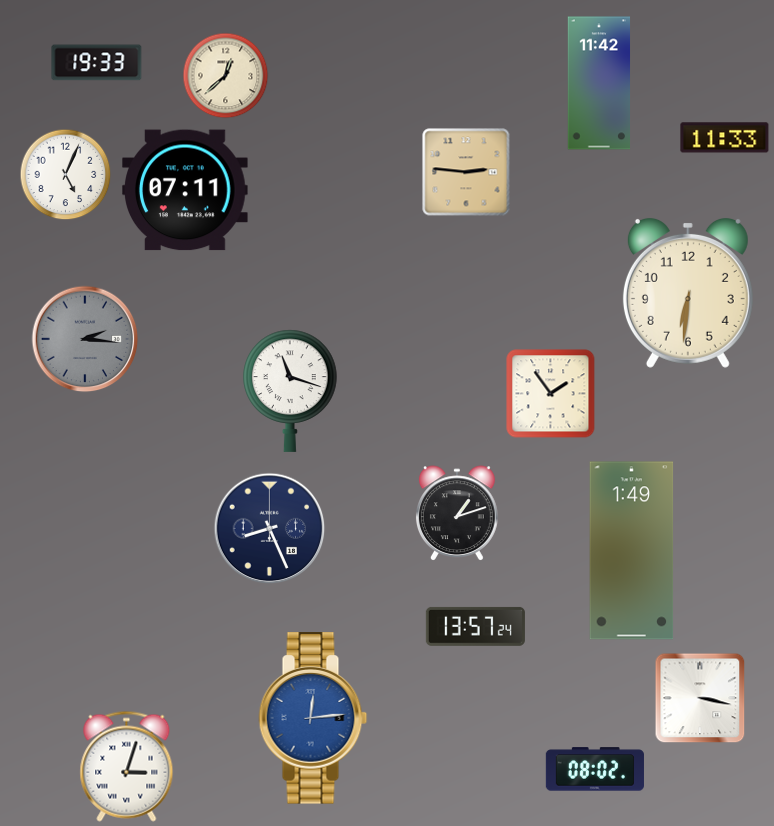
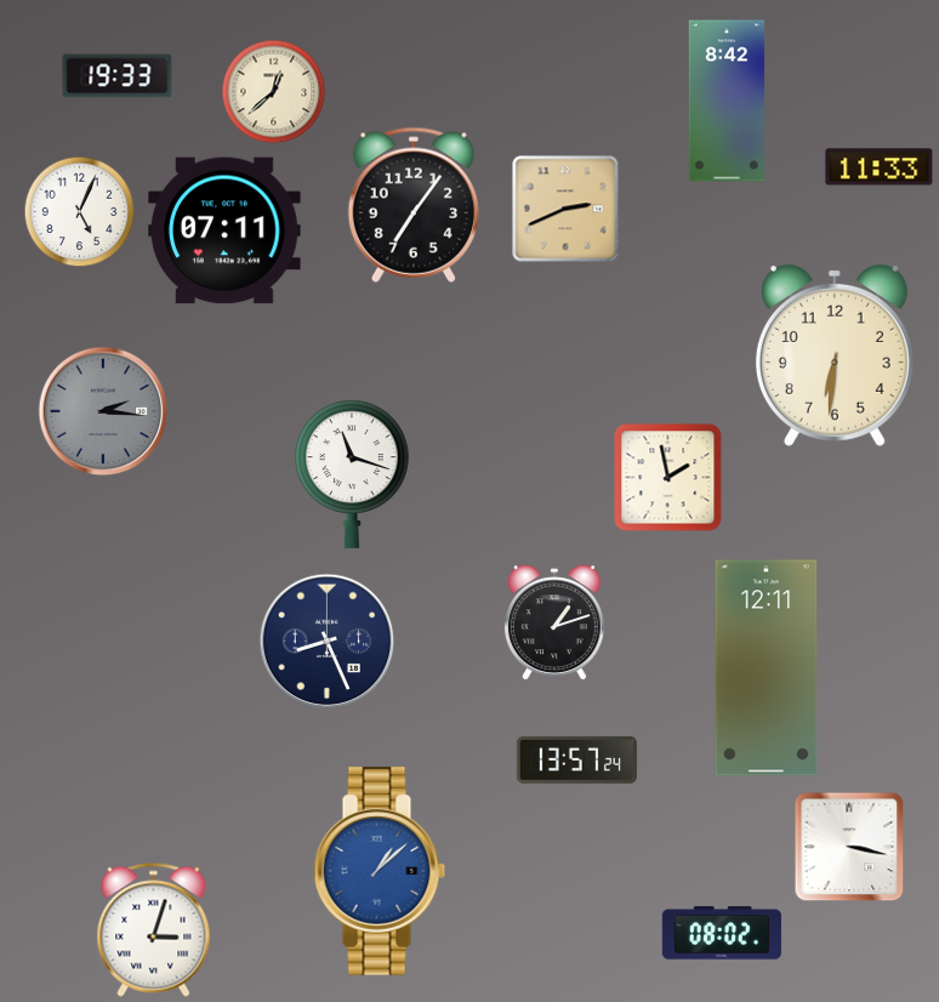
clock at (599, 83): 11:42 -> 8:42
clock at (414, 205): none -> 7:06
clock at (466, 172): 2:46 -> 2:41
clock at (551, 394): 1:54 -> 1:58
clock at (632, 551): 1:49 -> 12:11
clock at (313, 718): 12:14 -> 1:08
